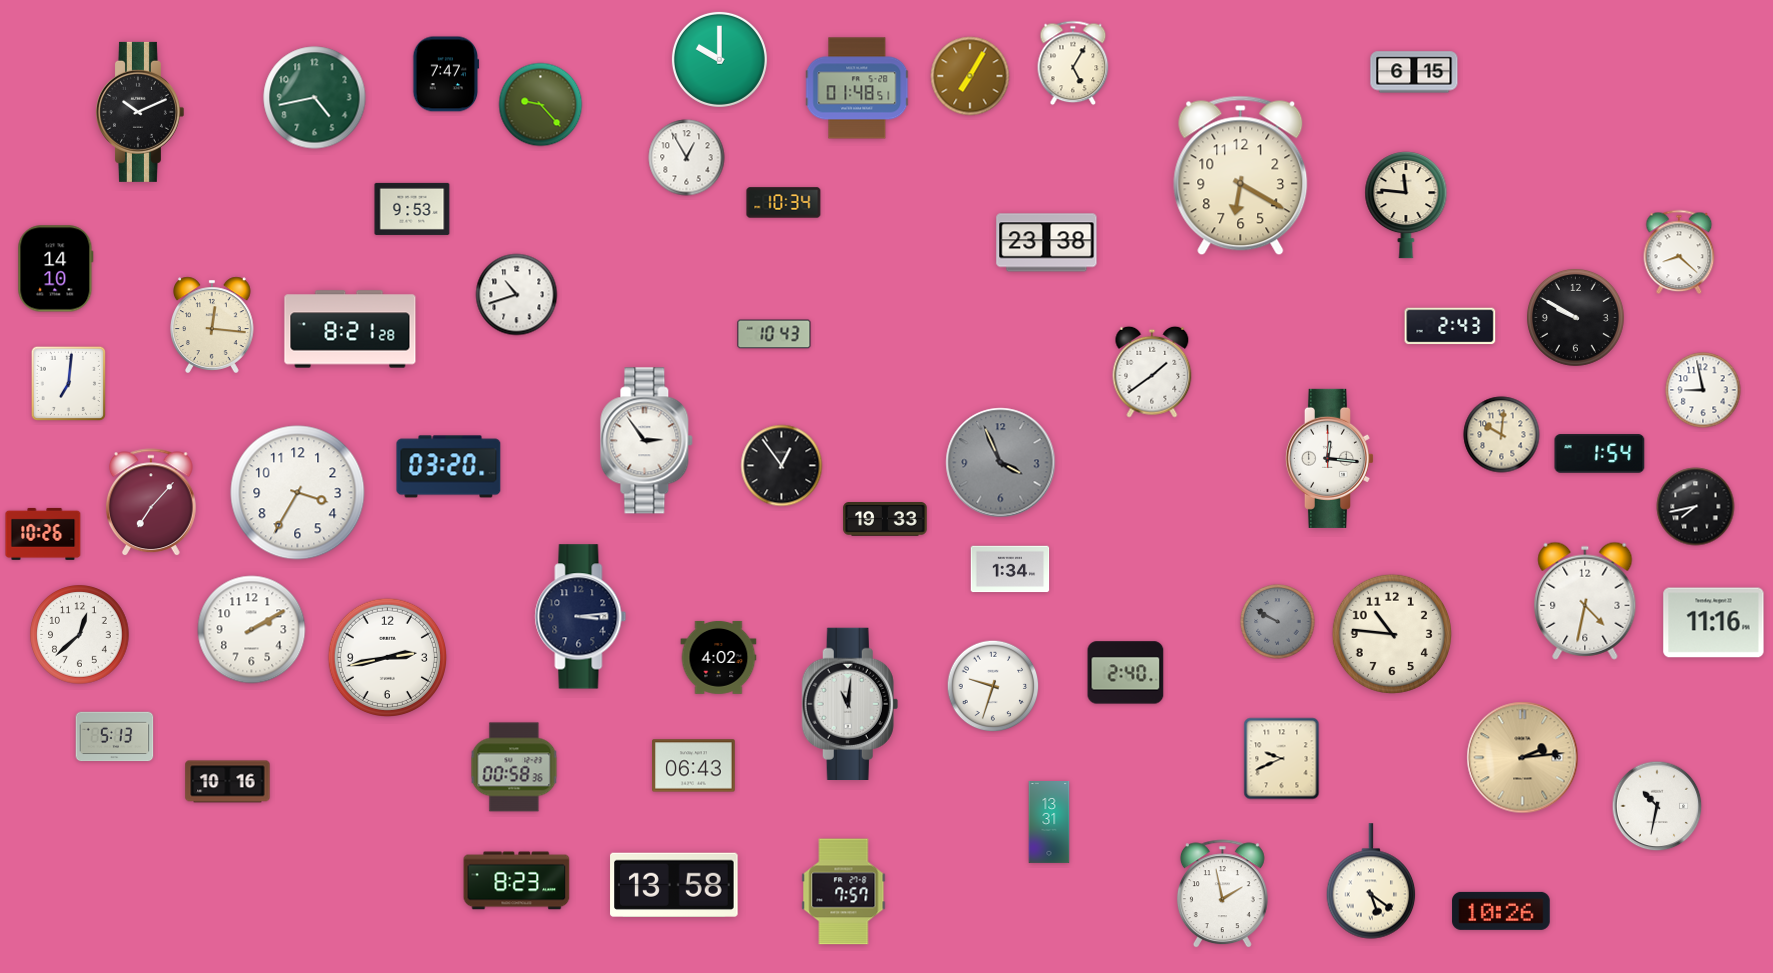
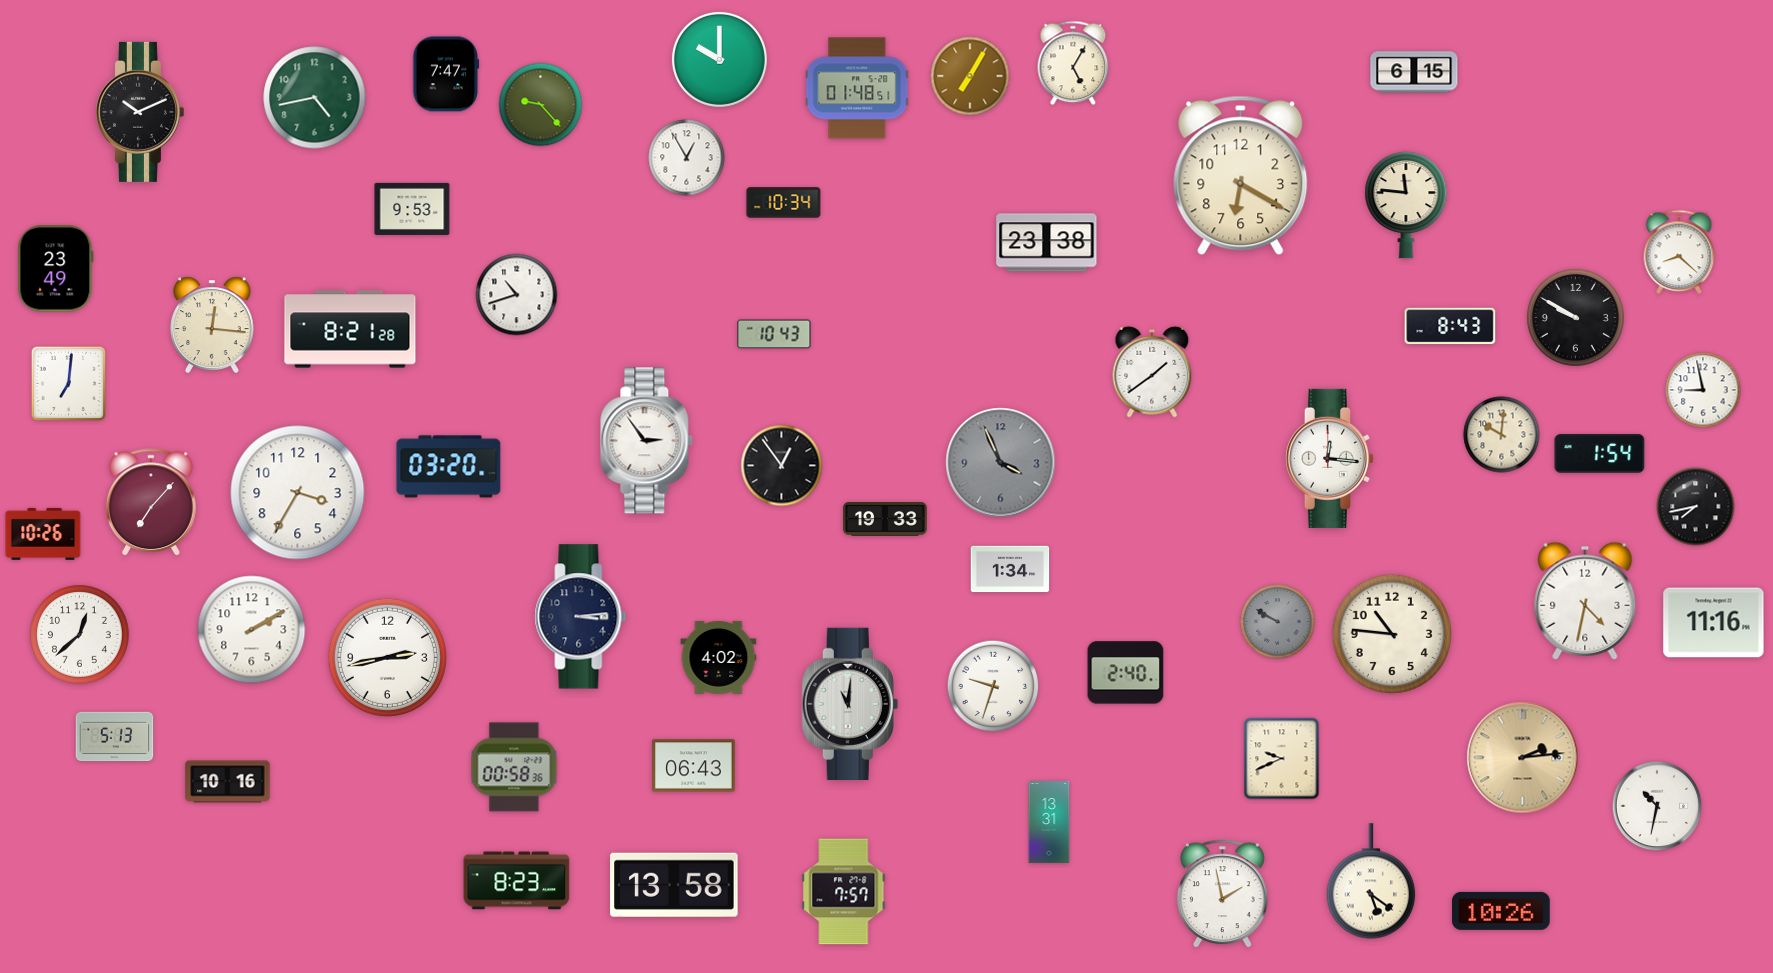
clock at (56, 269): 14:10 -> 23:49
clock at (1450, 326): 2:43 -> 8:43
